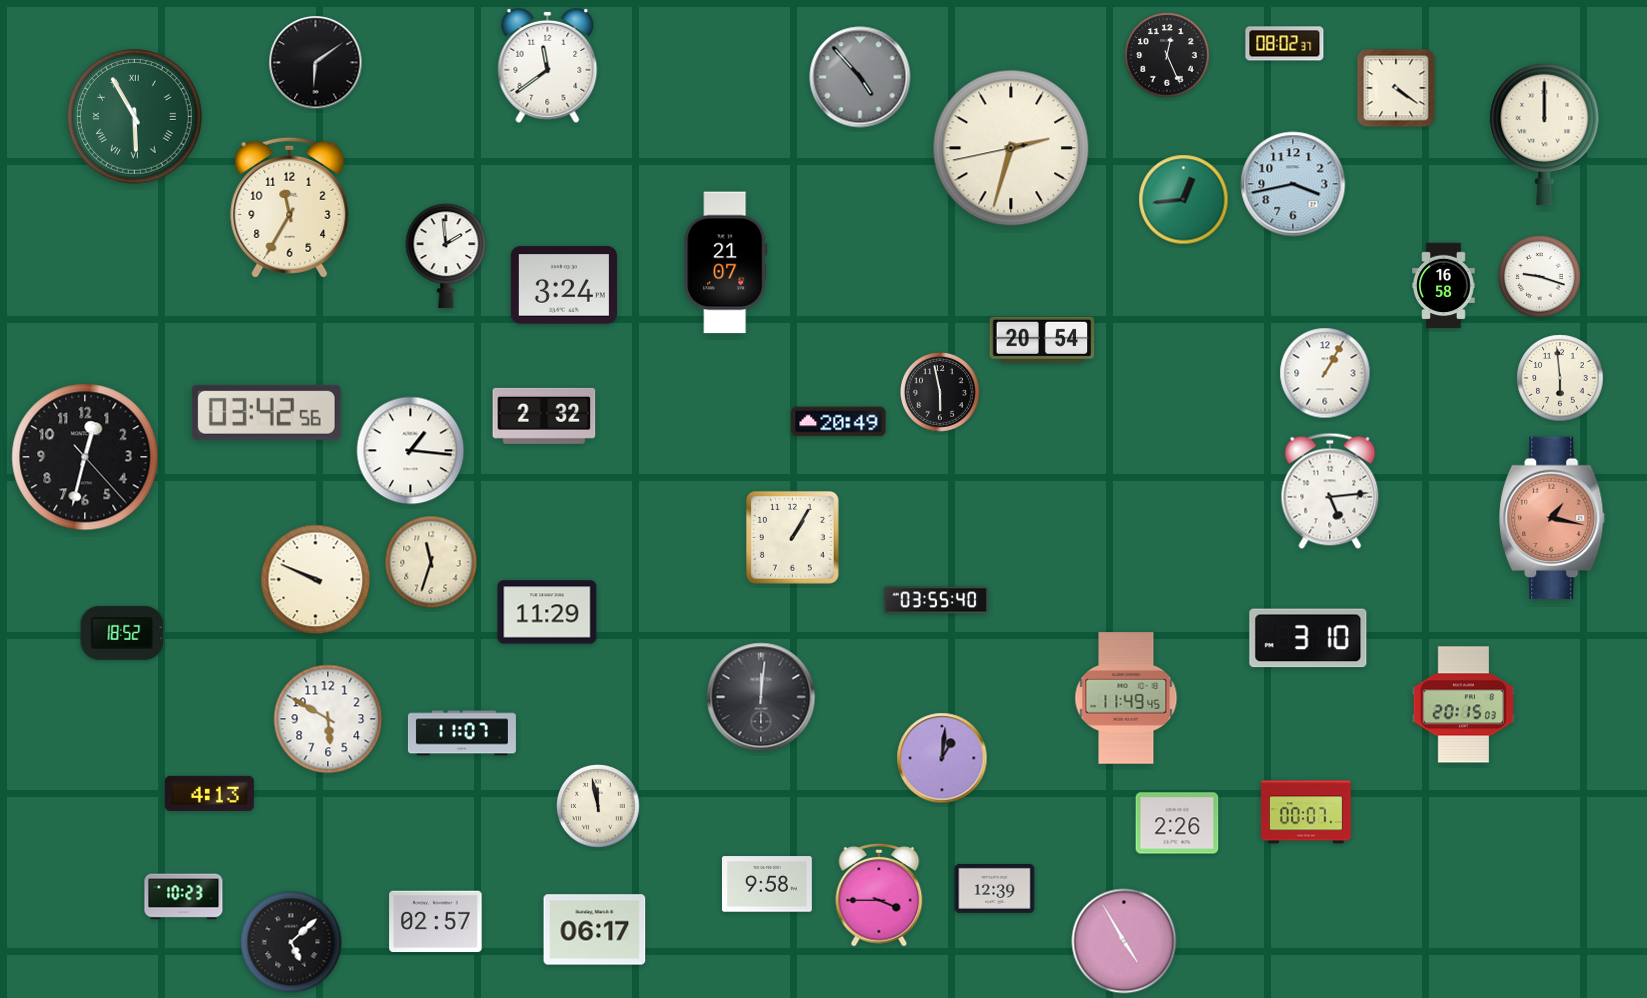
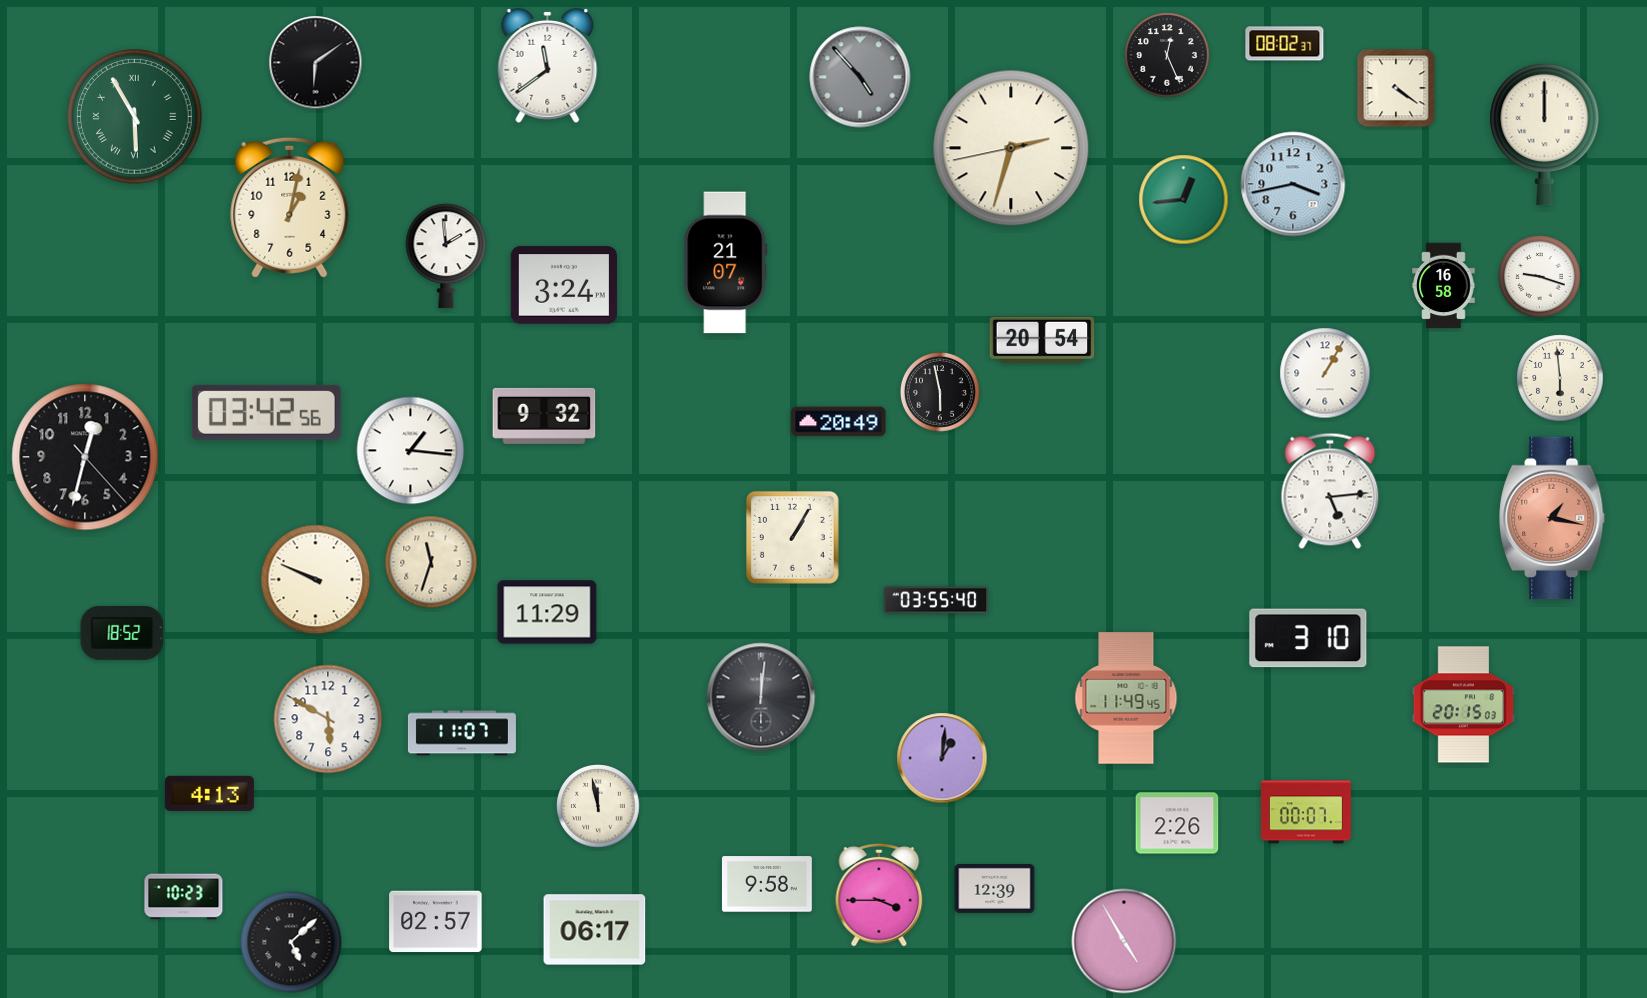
clock at (290, 207): 11:35 -> 1:02
clock at (544, 416): 2:32 -> 9:32
